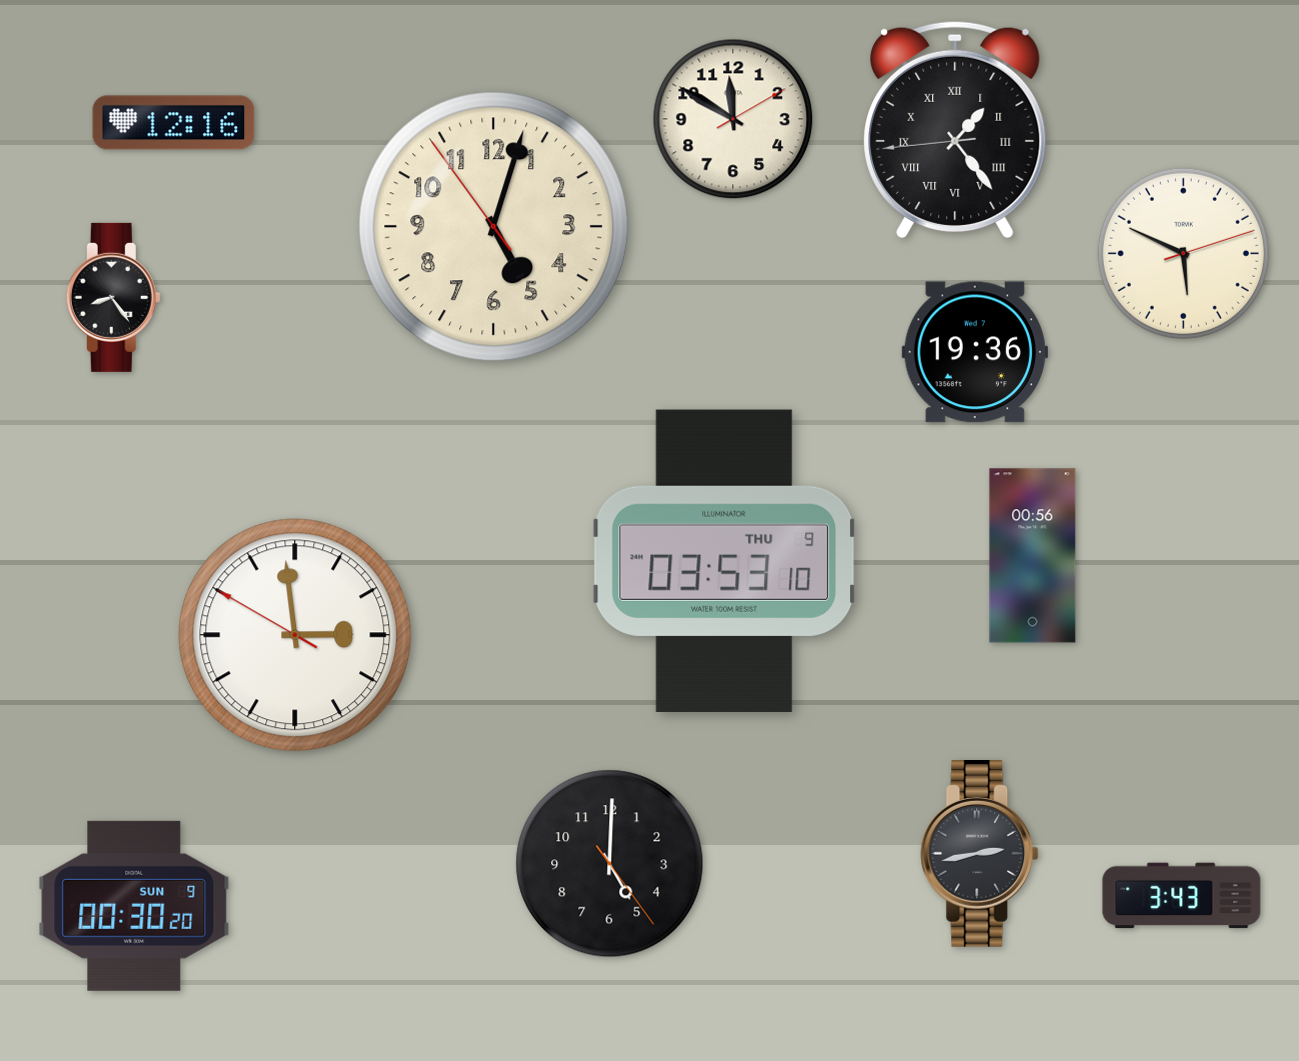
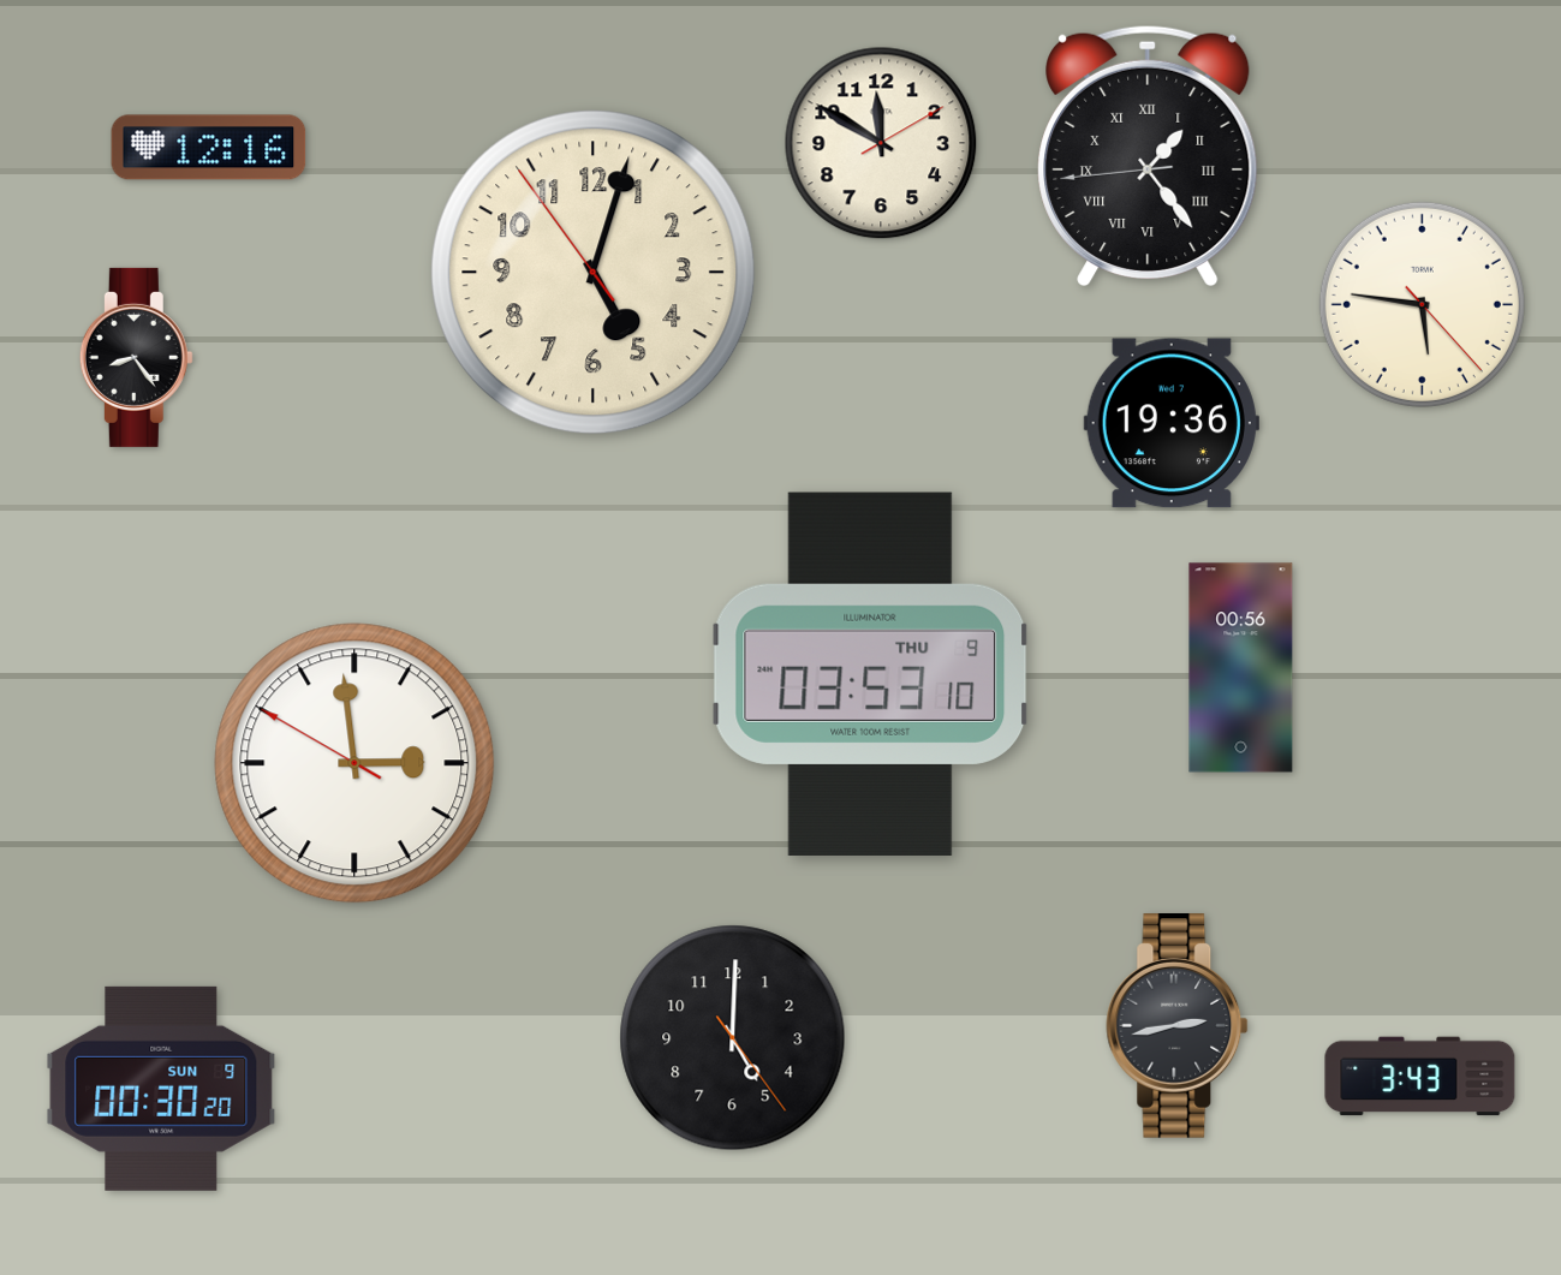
clock at (1183, 253): 5:49 -> 5:46
